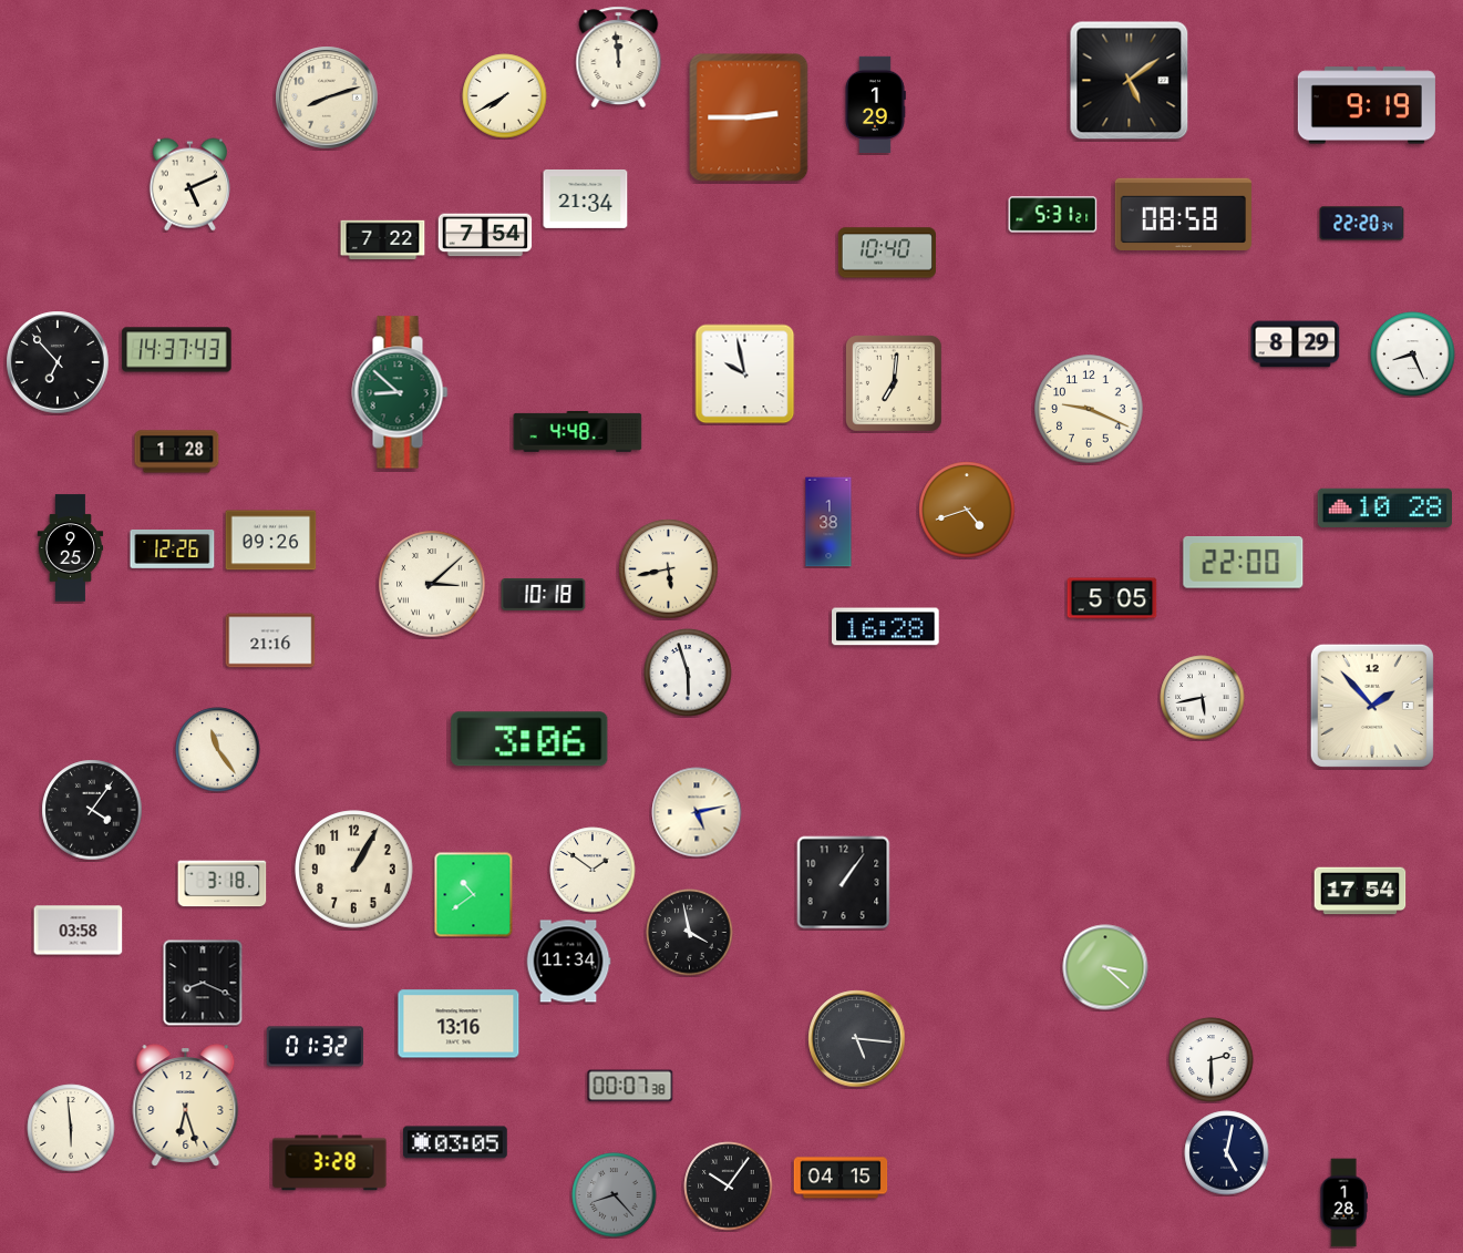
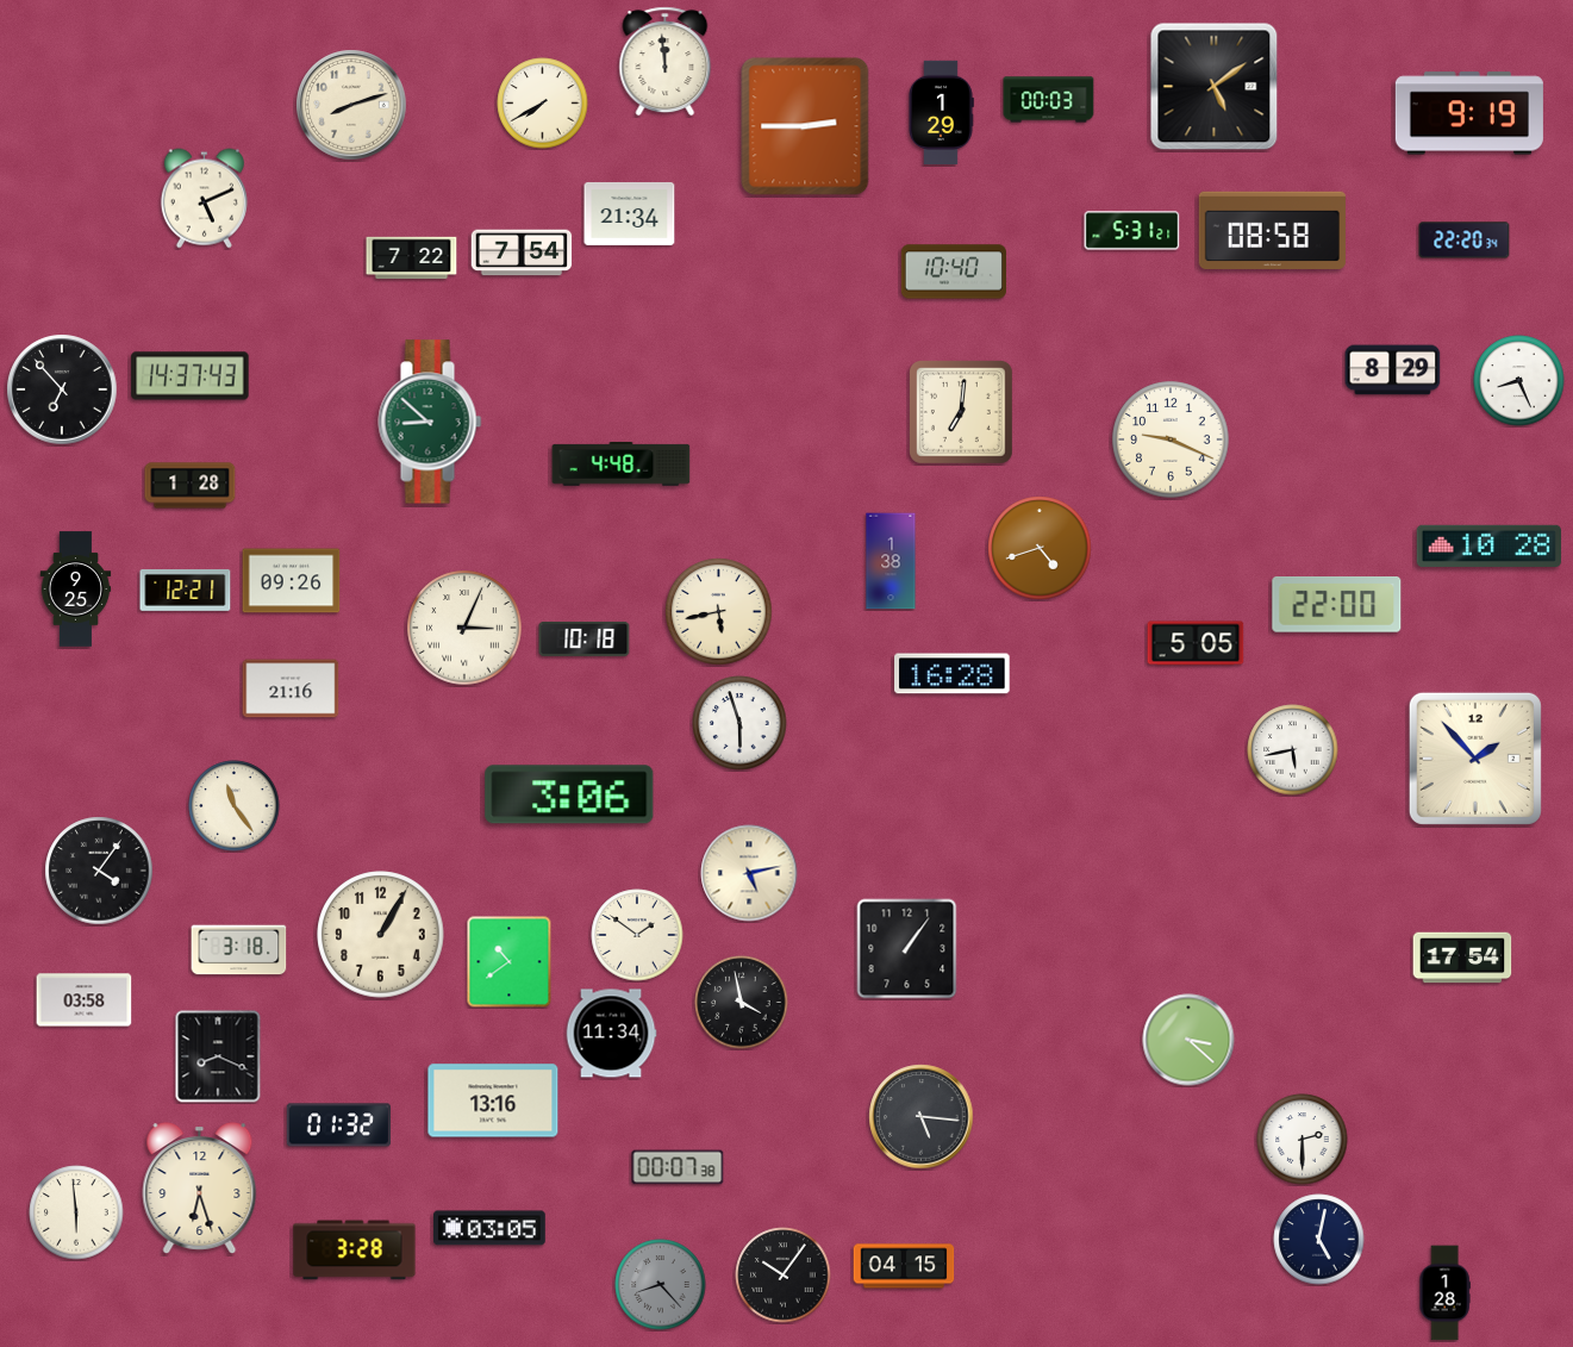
clock at (1049, 100): none -> 00:03
clock at (745, 374): 9:58 -> none
clock at (173, 548): 12:26 -> 12:21
clock at (432, 584): 3:08 -> 3:04
